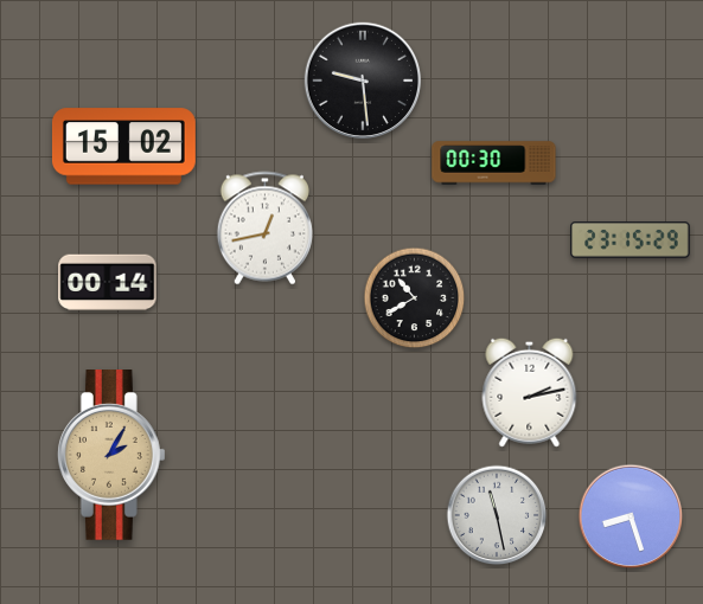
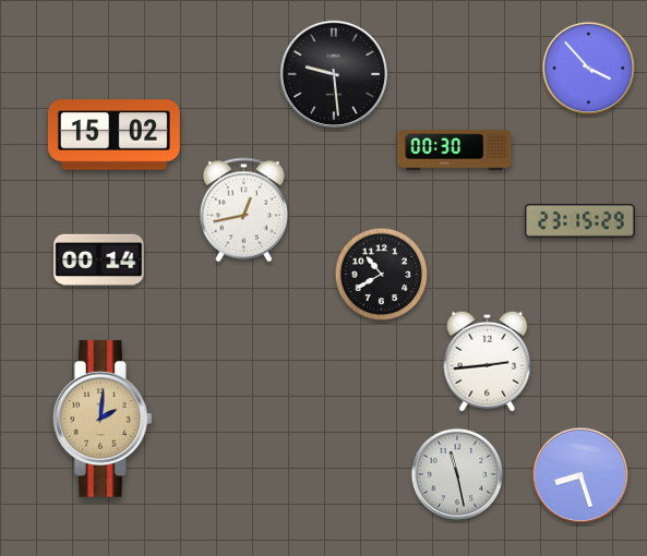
clock at (589, 69): none -> 3:53
clock at (530, 392): 2:13 -> 2:44
clock at (111, 456): 2:05 -> 2:01
